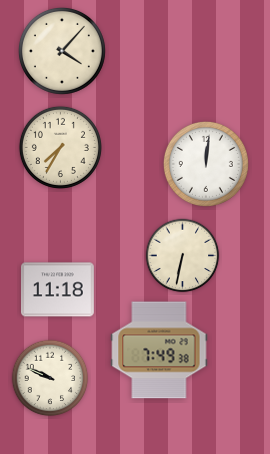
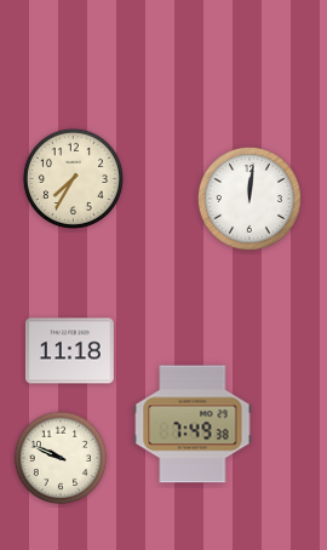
clock at (62, 51): 4:07 -> none
clock at (183, 256): 6:32 -> none
